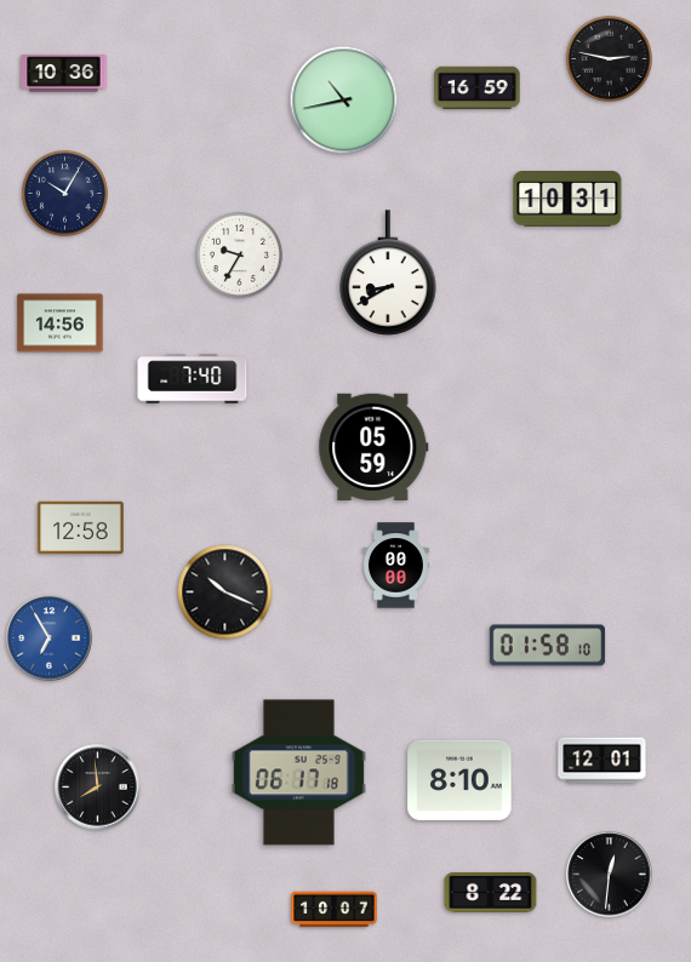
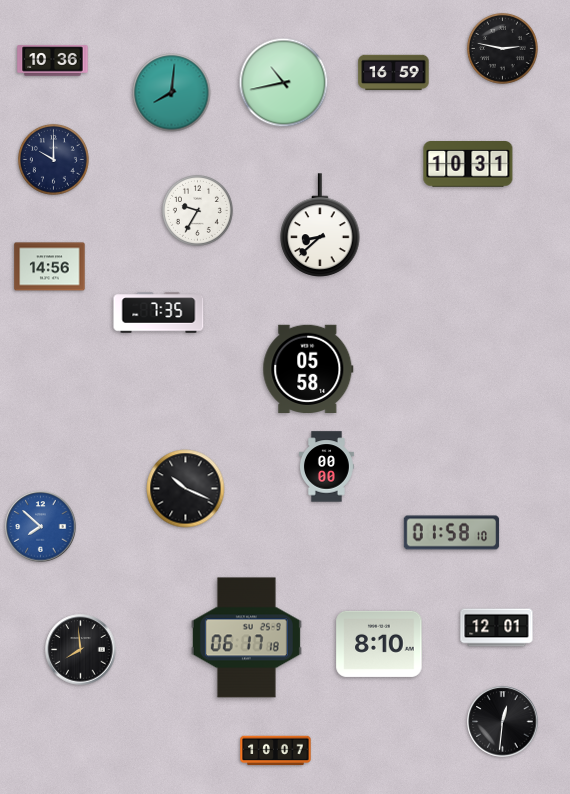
clock at (172, 93): none -> 8:01
clock at (64, 193): 10:05 -> 10:00
clock at (388, 273): 8:40 -> 8:38
clock at (193, 379): 7:40 -> 7:35
clock at (373, 446): 05:59 -> 05:58
clock at (81, 527): 12:58 -> none
clock at (50, 639): 6:55 -> 7:52
clock at (491, 892): 8:22 -> none
